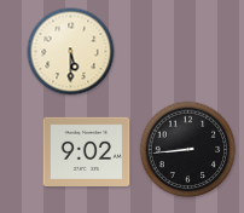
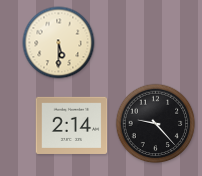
clock at (188, 150): 8:44 -> 9:23
clock at (87, 151): 9:02 -> 2:14
